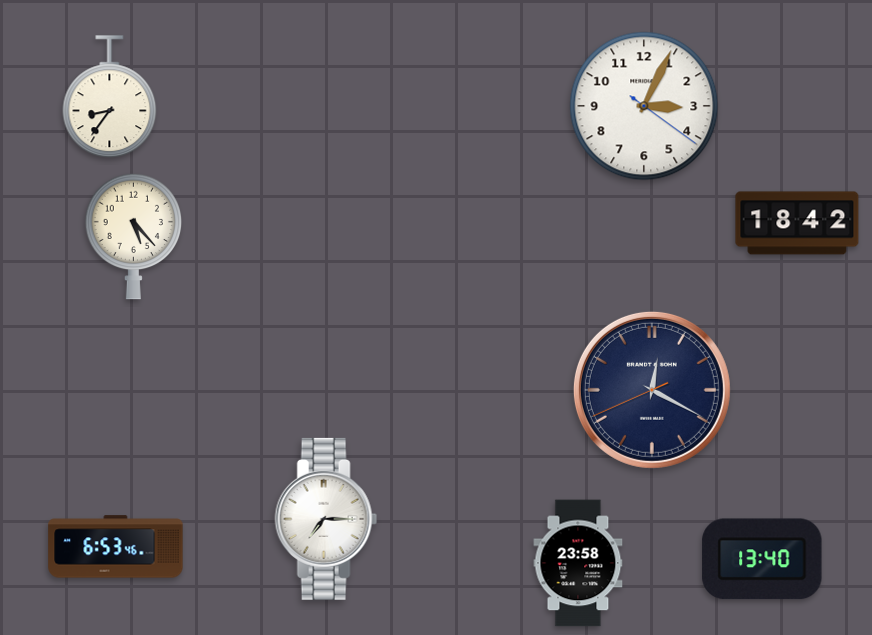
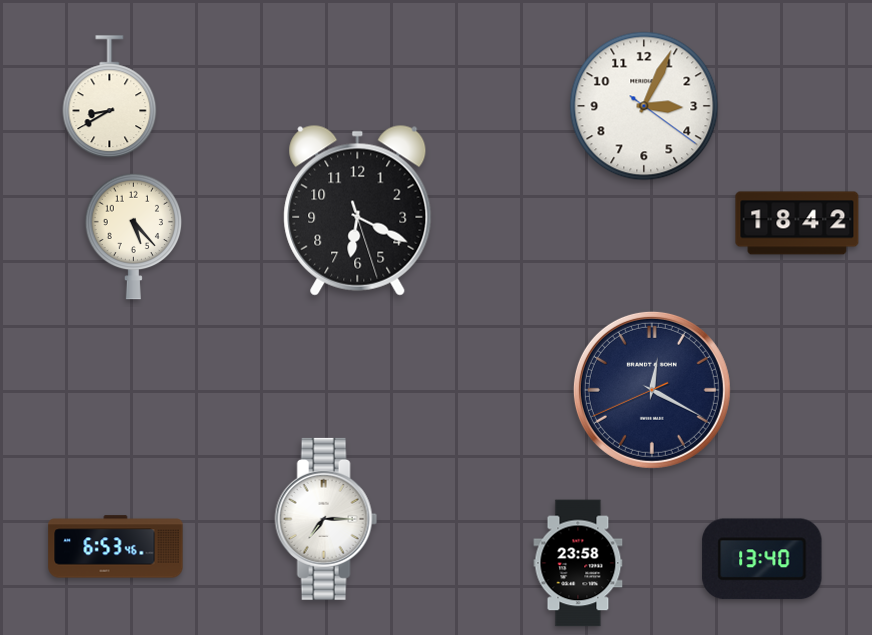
clock at (110, 97): 8:36 -> 8:40
clock at (358, 210): none -> 6:19
